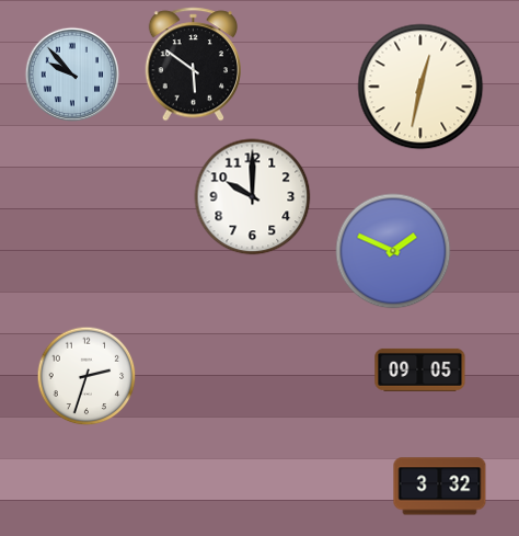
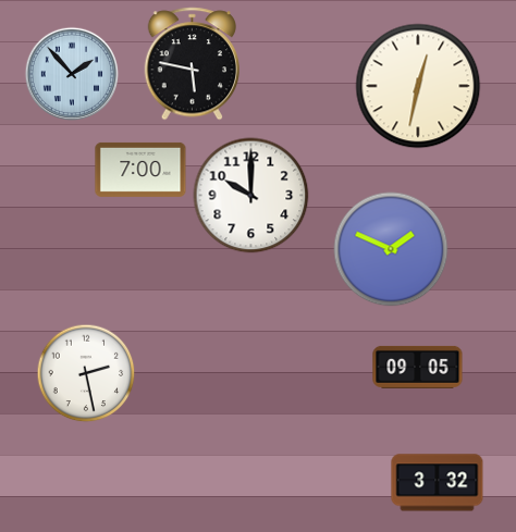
clock at (193, 65): 5:51 -> 5:47
clock at (72, 75): 9:53 -> 1:53
clock at (140, 170): none -> 7:00
clock at (86, 376): 2:33 -> 2:28
